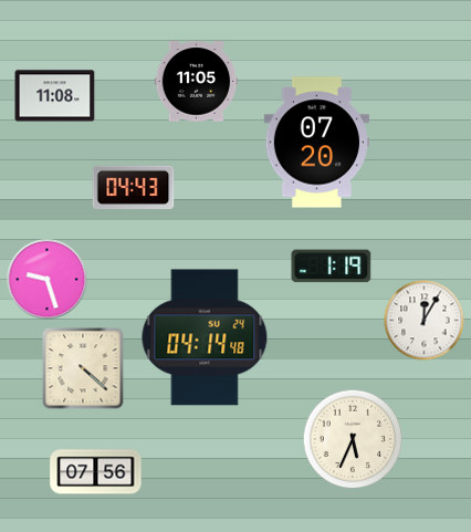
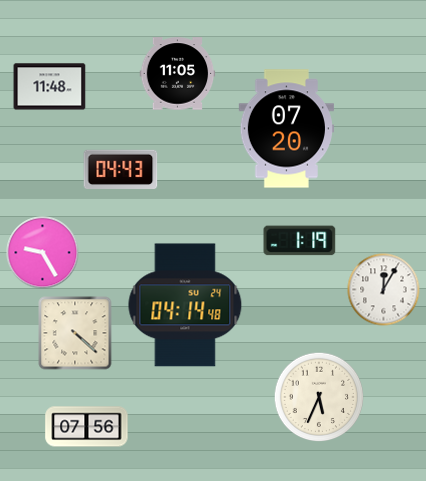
clock at (55, 96): 11:08 -> 11:48
clock at (48, 280): 9:27 -> 9:25
